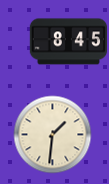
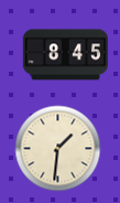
clock at (68, 42) position: (68, 42) -> (65, 55)
